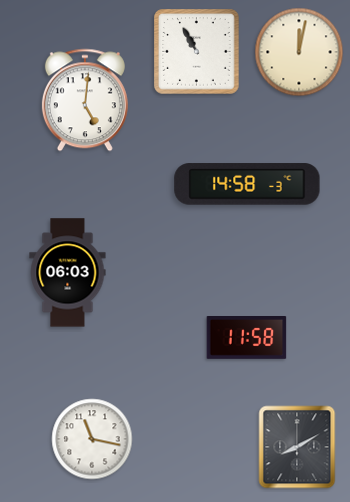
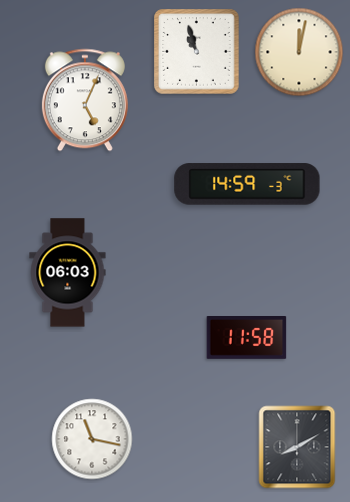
clock at (197, 52): 10:55 -> 10:57
clock at (85, 100): 5:01 -> 5:04
clock at (247, 184): 14:58 -> 14:59
